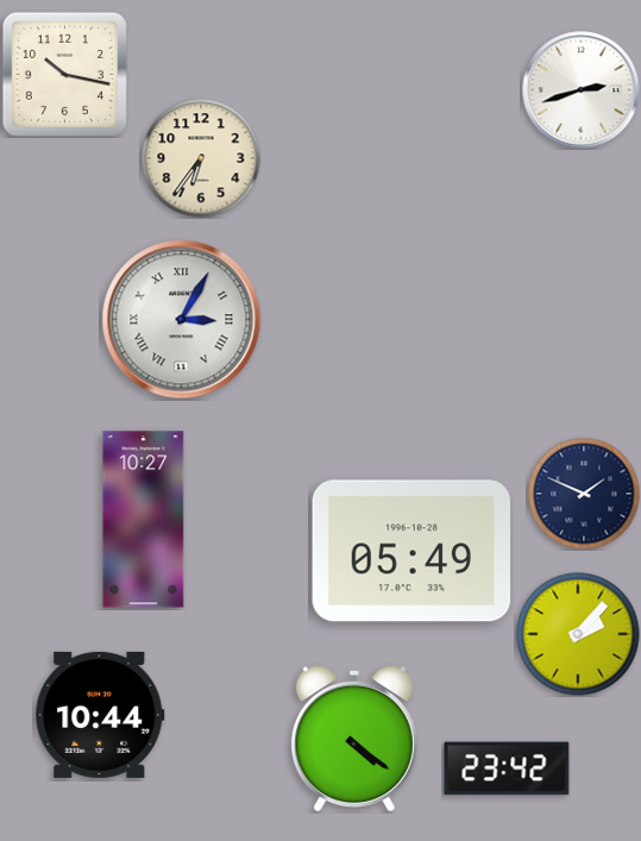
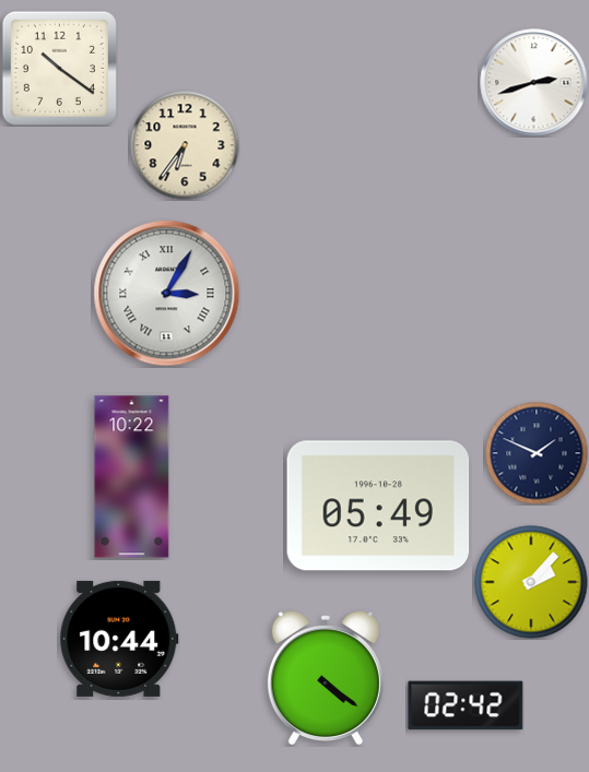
clock at (64, 74): 10:17 -> 10:21
clock at (144, 520): 10:27 -> 10:22
clock at (100, 715) position: (100, 715) -> (119, 639)
clock at (507, 768): 23:42 -> 02:42
